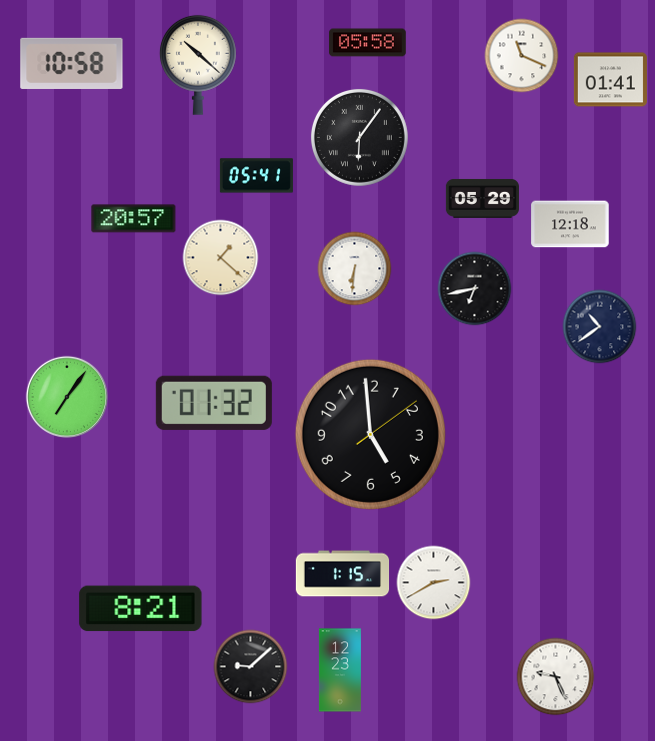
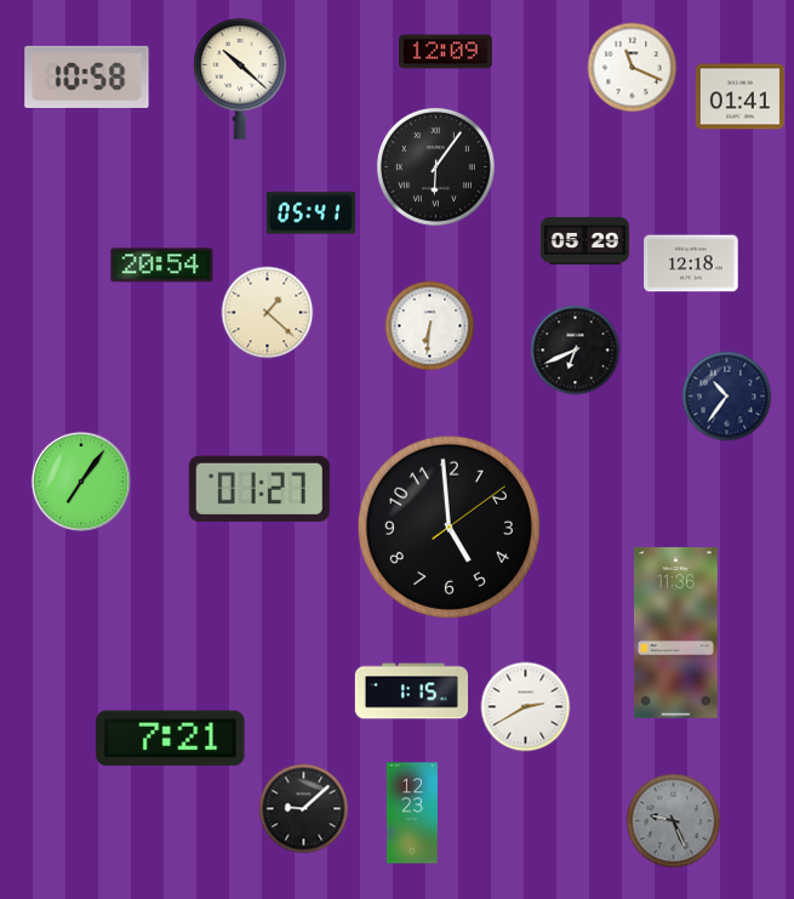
clock at (368, 43): 05:58 -> 12:09
clock at (134, 219): 20:57 -> 20:54
clock at (570, 224) position: (570, 224) -> (691, 263)
clock at (475, 289): 6:43 -> 6:41
clock at (600, 327): 10:39 -> 10:36
clock at (214, 403): 01:32 -> 01:27
clock at (675, 633): none -> 11:36
clock at (343, 574) position: (343, 574) -> (412, 692)
clock at (141, 609): 8:21 -> 7:21
clock at (556, 677) dial: white -> grey
